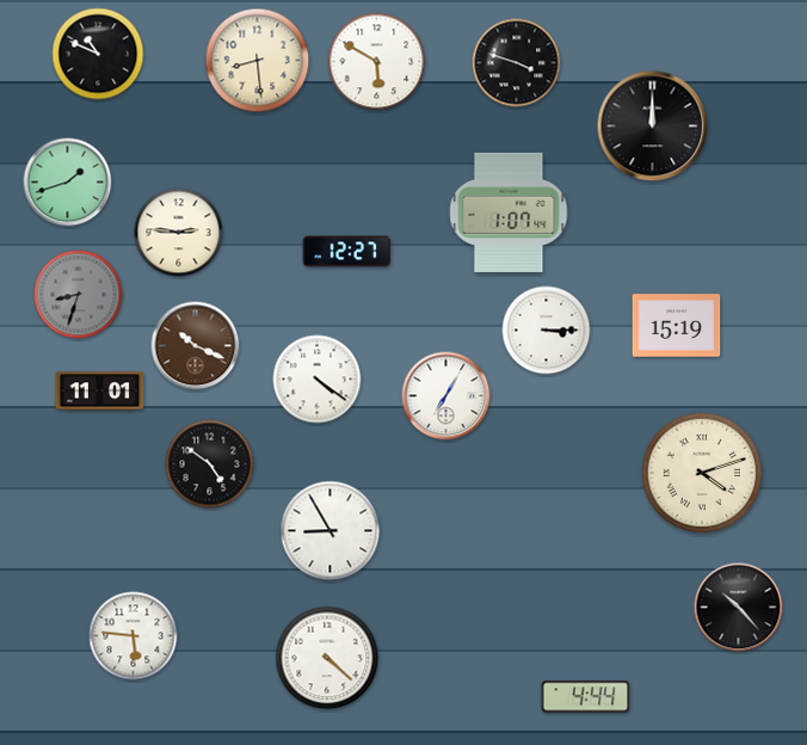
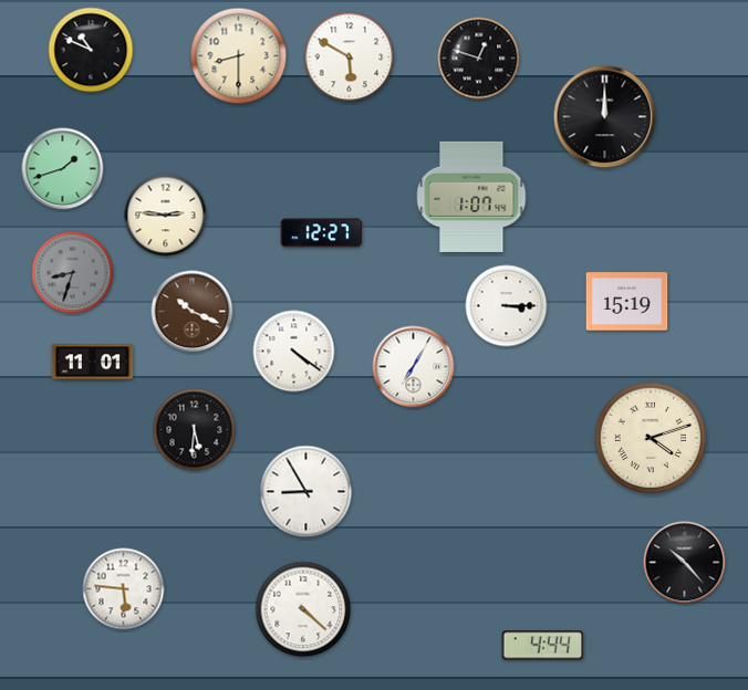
clock at (258, 61): 8:29 -> 8:30
clock at (517, 63): 3:48 -> 12:48
clock at (196, 346) position: (196, 346) -> (193, 312)
clock at (210, 464): 4:51 -> 5:31
